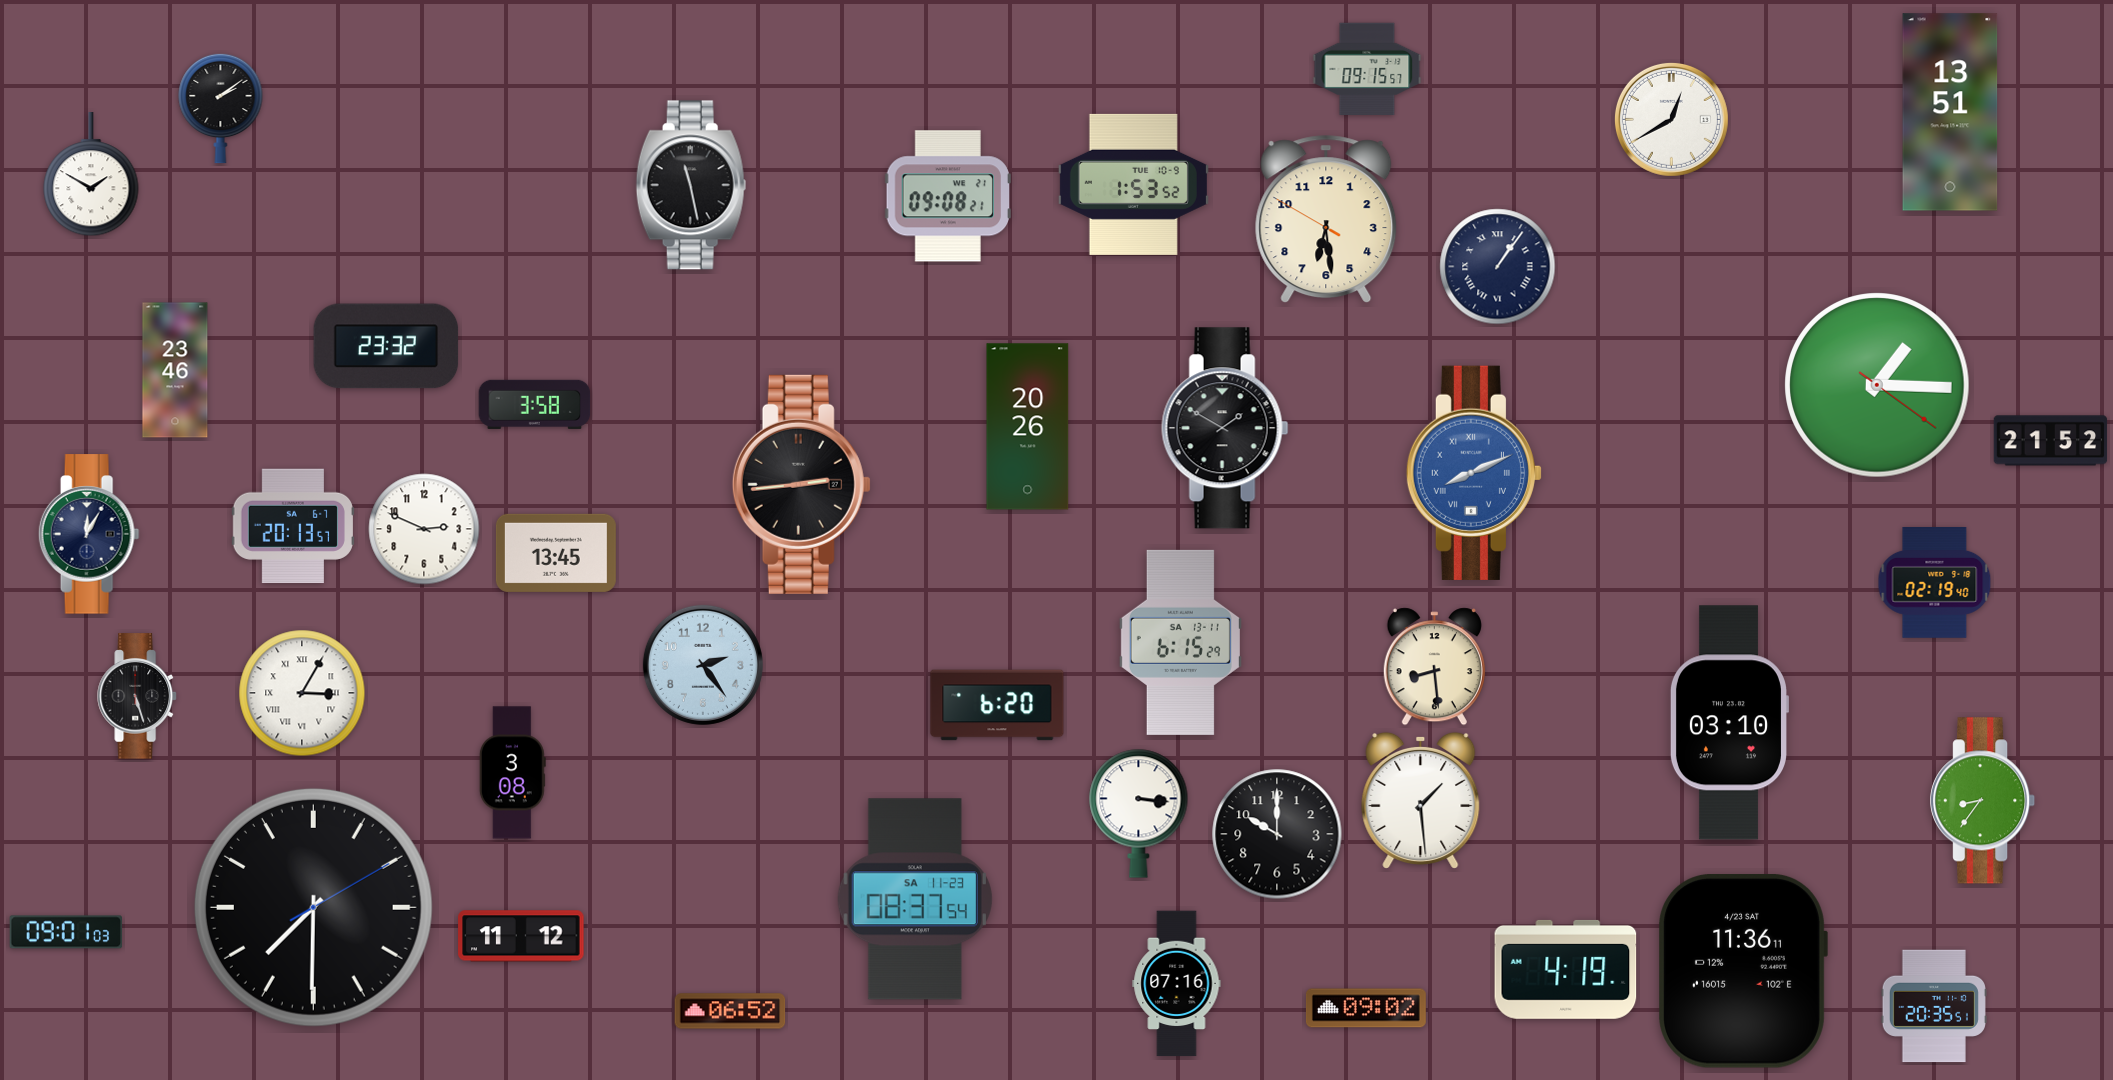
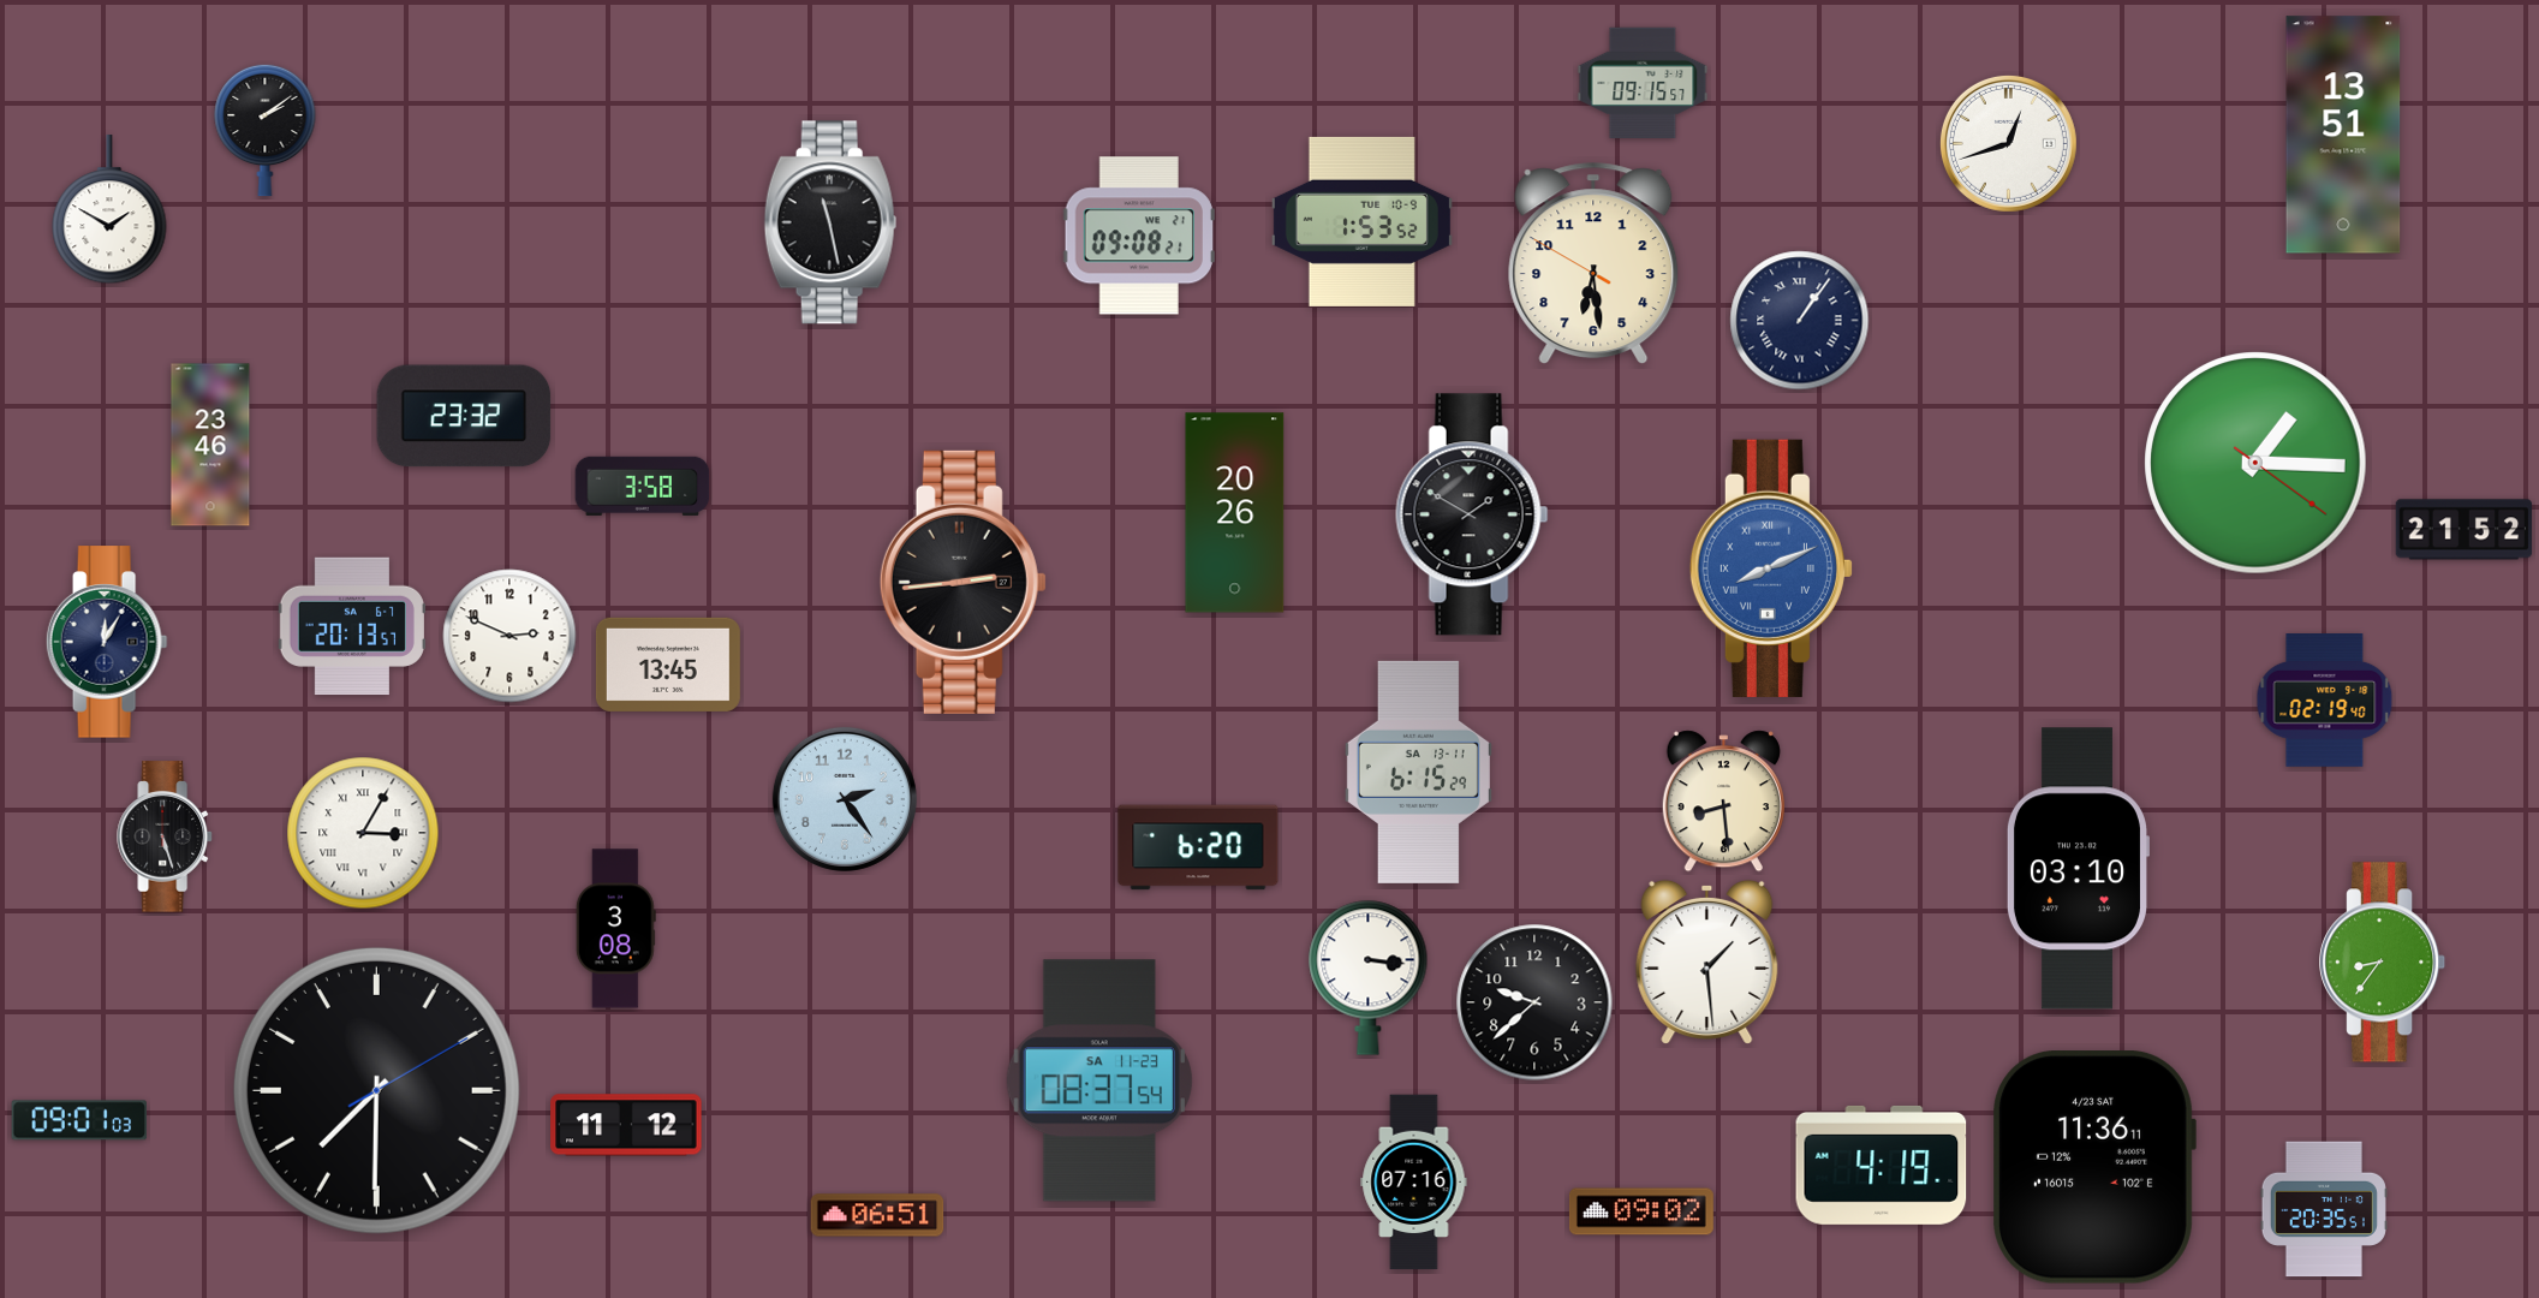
clock at (1671, 119): 12:40 -> 12:42
clock at (293, 526) position: (293, 526) -> (352, 626)
clock at (1277, 834): 10:00 -> 9:38
clock at (730, 1011): 06:52 -> 06:51
